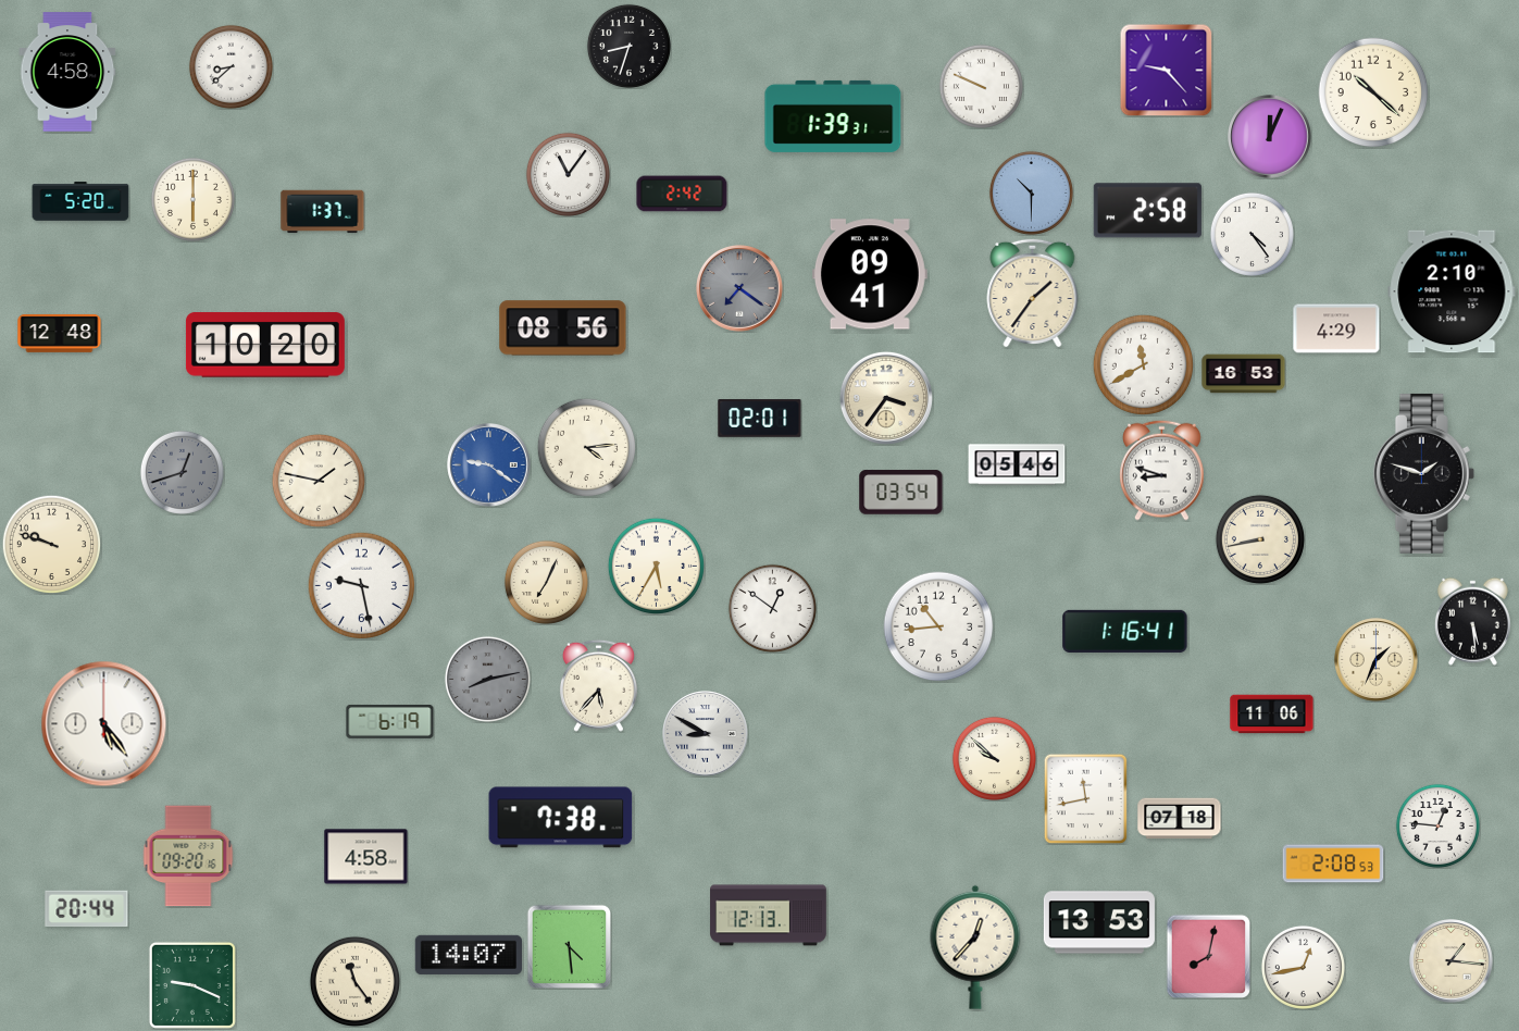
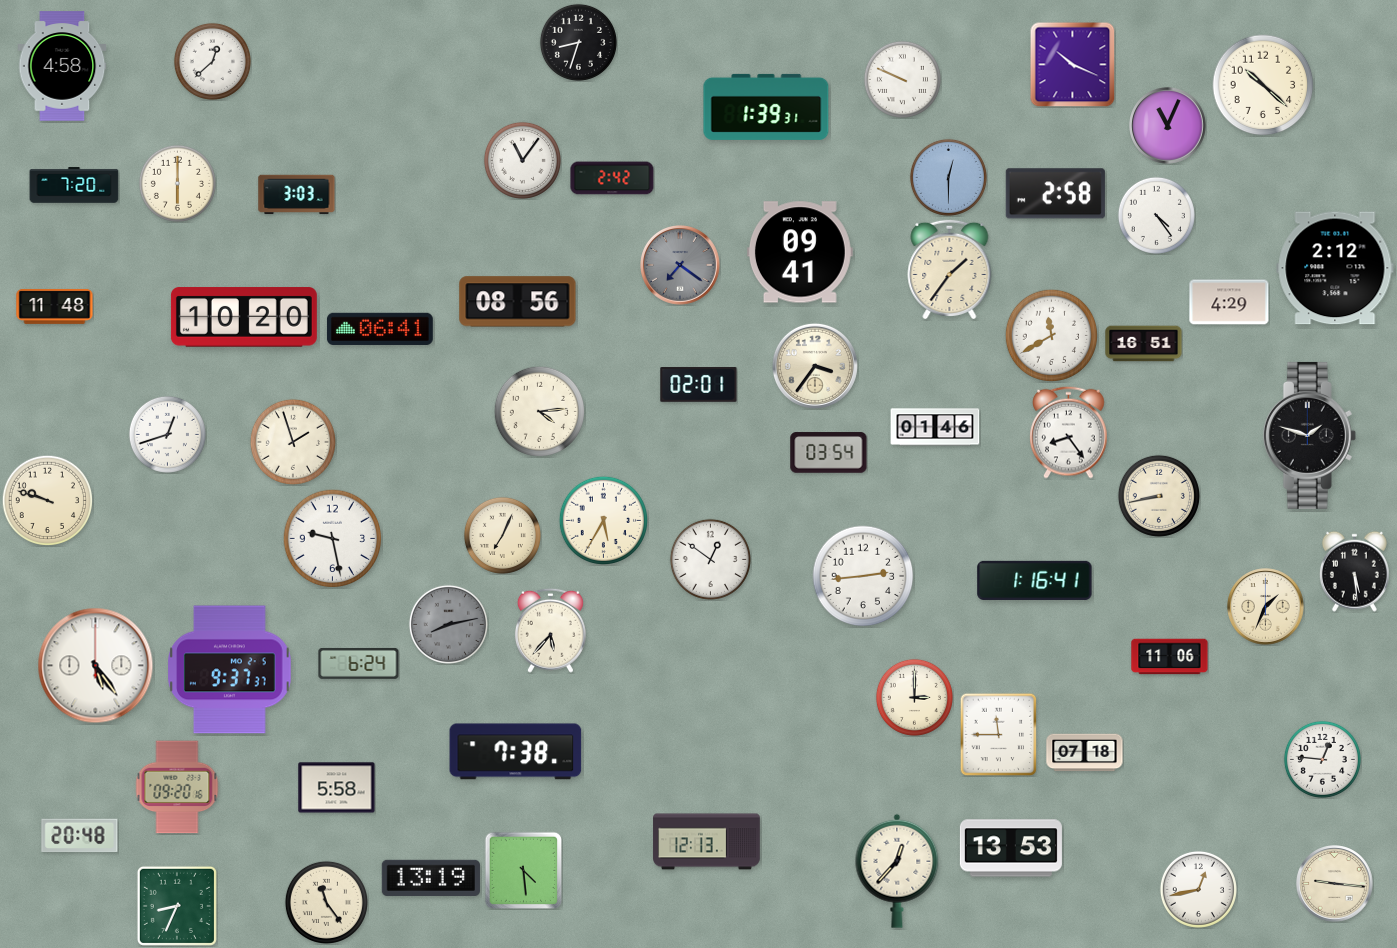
clock at (231, 66): 8:38 -> 12:38
clock at (1166, 70): 9:23 -> 10:19
clock at (1270, 137): 12:04 -> 11:04
clock at (1031, 192): 10:30 -> 12:30
clock at (682, 194) position: (682, 194) -> (612, 178)
clock at (80, 201): 5:20 -> 7:20
clock at (323, 212): 1:37 -> 3:03
clock at (1252, 234) position: (1252, 234) -> (1156, 215)
clock at (1452, 291): 2:10 -> 2:12
clock at (60, 333): 12:48 -> 11:48
clock at (380, 329): none -> 06:41
clock at (1244, 374): 16:53 -> 16:51
clock at (1017, 464): 05:46 -> 01:46
clock at (489, 465): 9:21 -> none
clock at (1162, 470): 8:48 -> 8:24
clock at (182, 472) dial: grey -> white
clock at (319, 481): 1:47 -> 1:57
clock at (938, 626): 10:44 -> 2:44
clock at (390, 721): 6:19 -> 6:24
clock at (230, 670): none -> 9:37
clock at (706, 734): 8:50 -> none
clock at (994, 758): 9:52 -> 3:00
clock at (1086, 798): 11:43 -> 11:45
clock at (188, 856) position: (188, 856) -> (177, 787)
clock at (366, 857): 4:58 -> 5:58
clock at (1333, 864): 2:08 -> none
clock at (87, 909): 20:44 -> 20:48
clock at (468, 955): 14:07 -> 13:19
clock at (1208, 956): 8:02 -> none
clock at (1452, 961): 1:16 -> 9:16
clock at (192, 985): 9:19 -> 8:34
